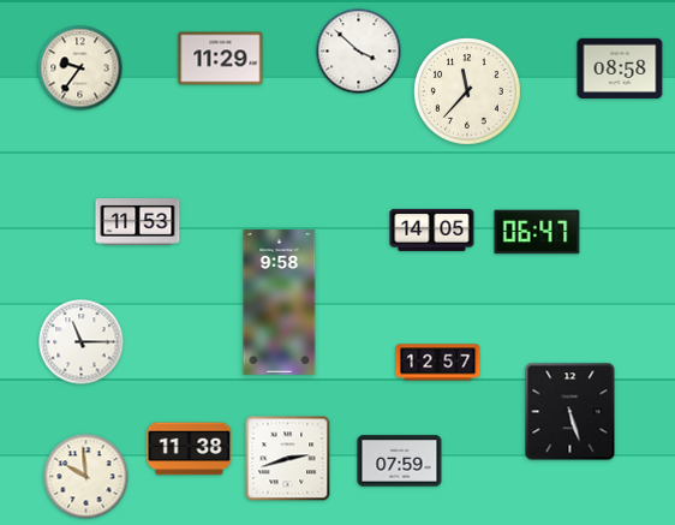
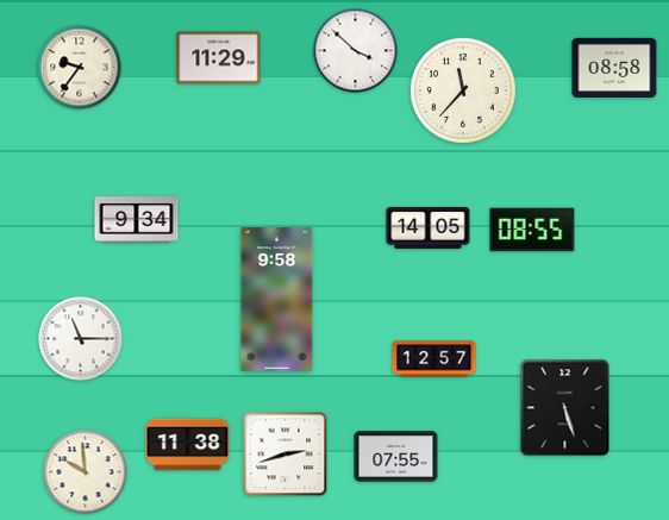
clock at (138, 222): 11:53 -> 9:34
clock at (537, 232): 06:47 -> 08:55
clock at (400, 461): 07:59 -> 07:55
